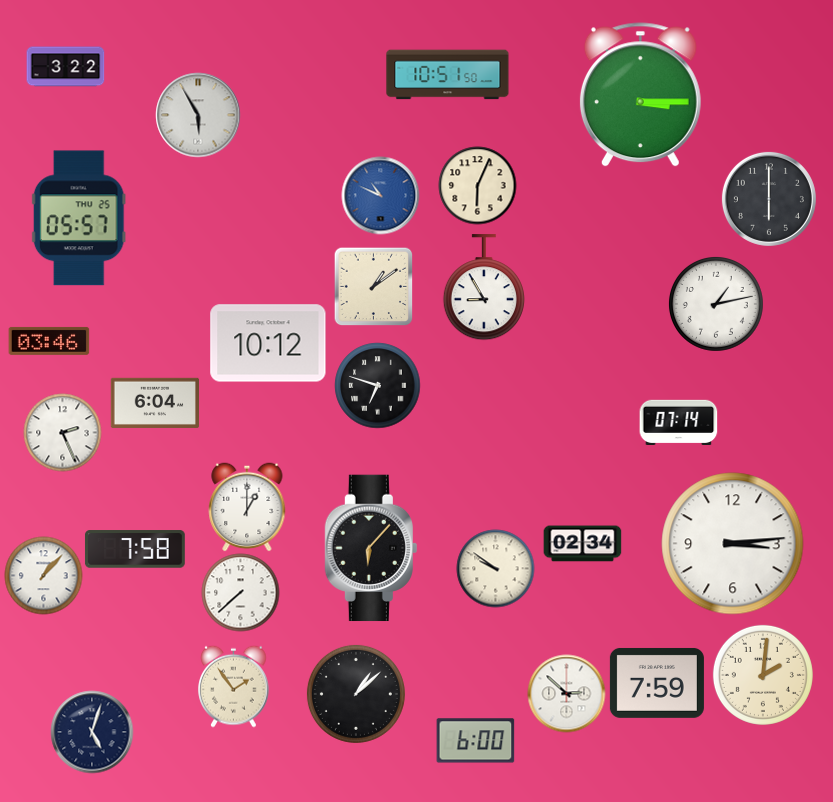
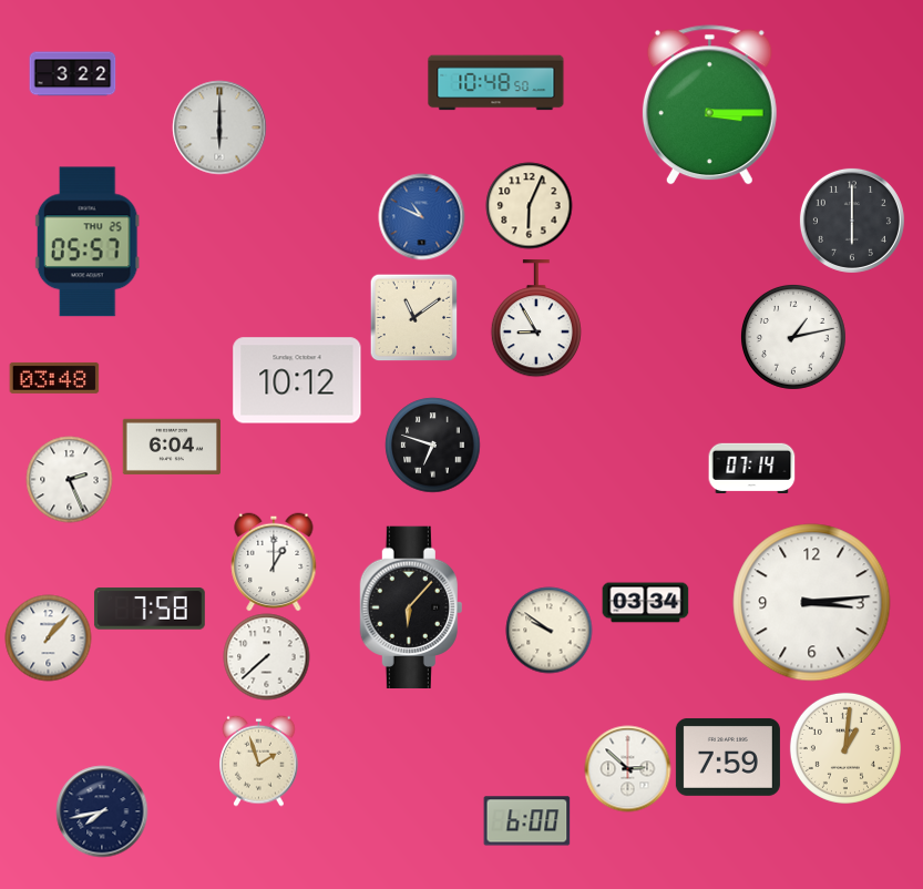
clock at (448, 75): 10:51 -> 10:48
clock at (198, 115): 5:55 -> 6:00
clock at (373, 286): 1:09 -> 11:09
clock at (49, 341): 03:46 -> 03:48
clock at (377, 385) position: (377, 385) -> (432, 445)
clock at (582, 544): 02:34 -> 03:34
clock at (763, 675): 2:01 -> 1:01
clock at (234, 686): 1:54 -> 1:57
clock at (356, 694): 1:08 -> none
clock at (92, 732): 5:03 -> 7:43
